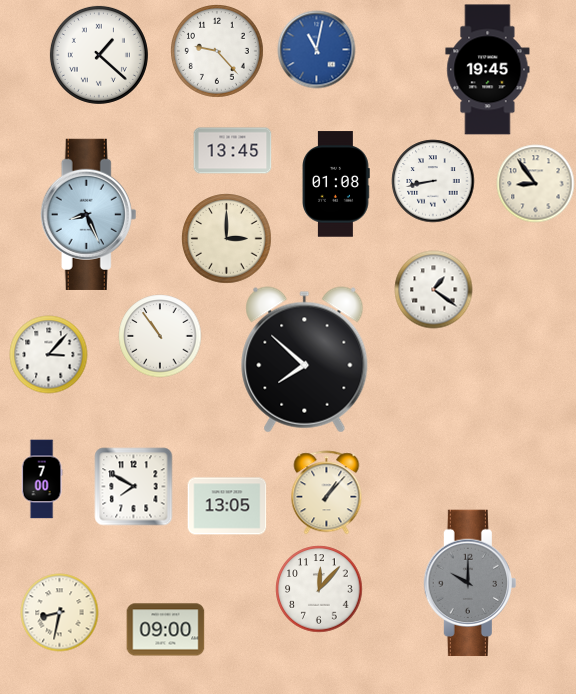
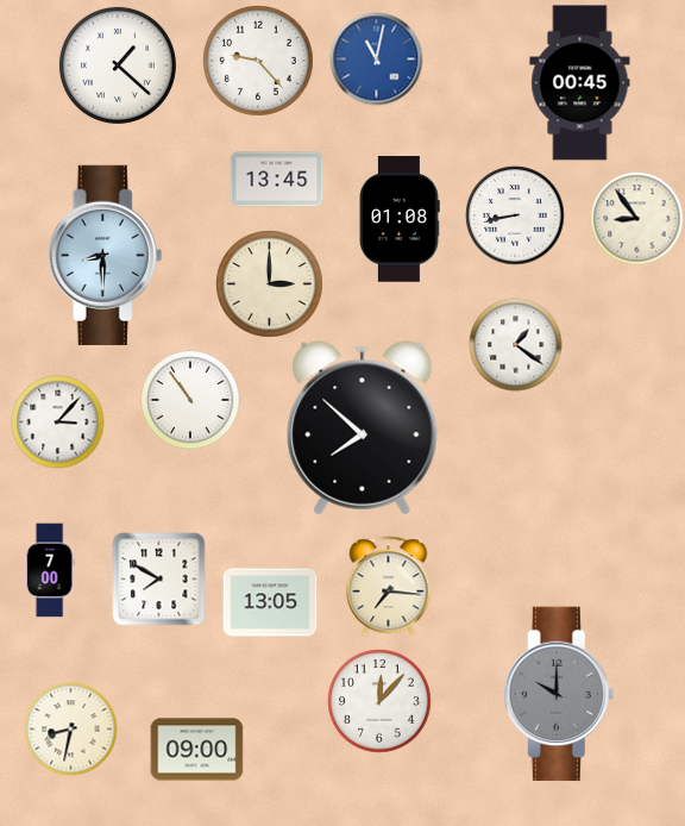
clock at (488, 70): 19:45 -> 00:45
clock at (89, 214): 8:26 -> 8:30
clock at (327, 492): 1:07 -> 7:16
